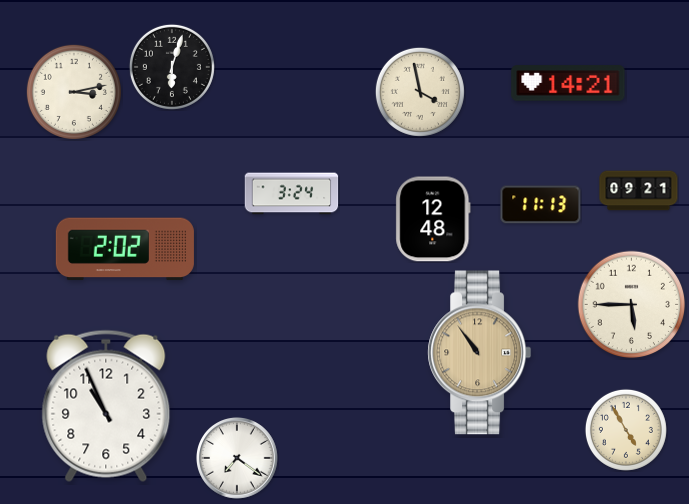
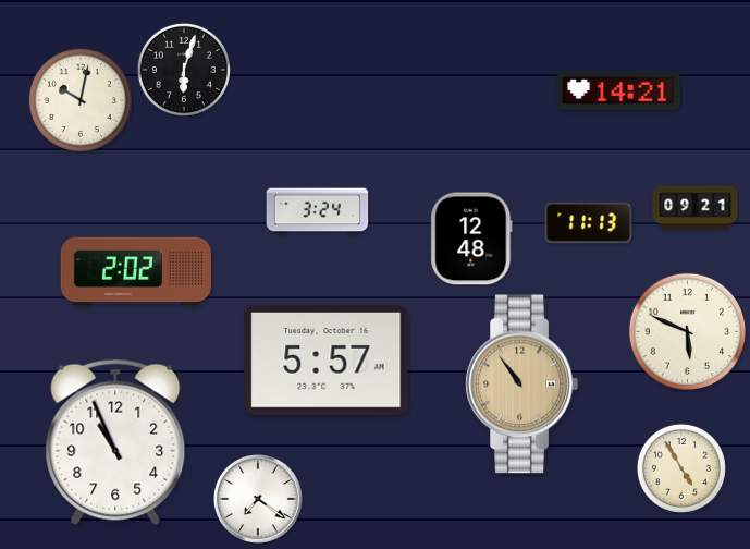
clock at (172, 67) position: (172, 67) -> (184, 70)
clock at (74, 92): 3:13 -> 10:02
clock at (420, 92): 3:58 -> none
clock at (632, 305): 5:45 -> 5:49
clock at (327, 359): none -> 5:57
